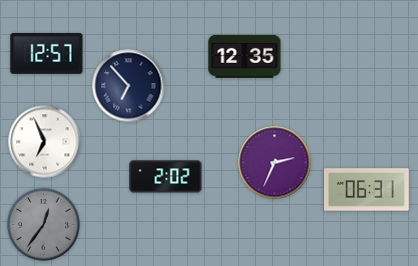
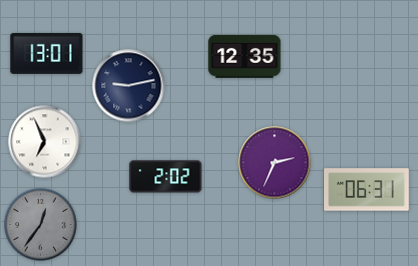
clock at (47, 53): 12:57 -> 13:01
clock at (129, 86): 6:53 -> 9:13
clock at (44, 225) position: (44, 225) -> (41, 225)
